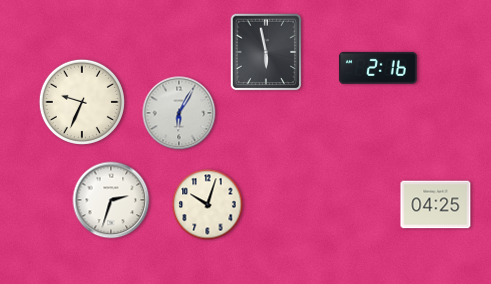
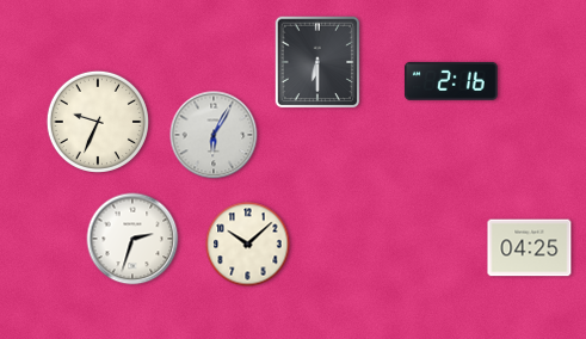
clock at (266, 52): 5:58 -> 6:30
clock at (208, 205): 10:03 -> 10:08
clock at (436, 205) position: (436, 205) -> (530, 248)
